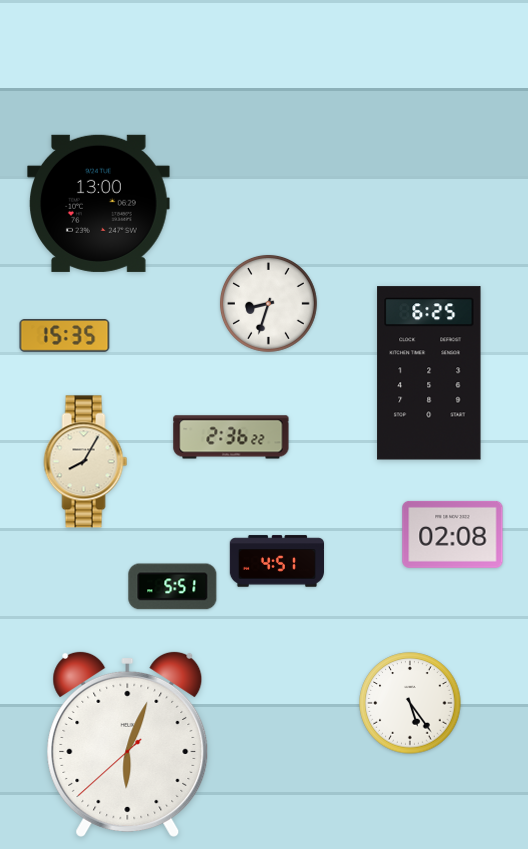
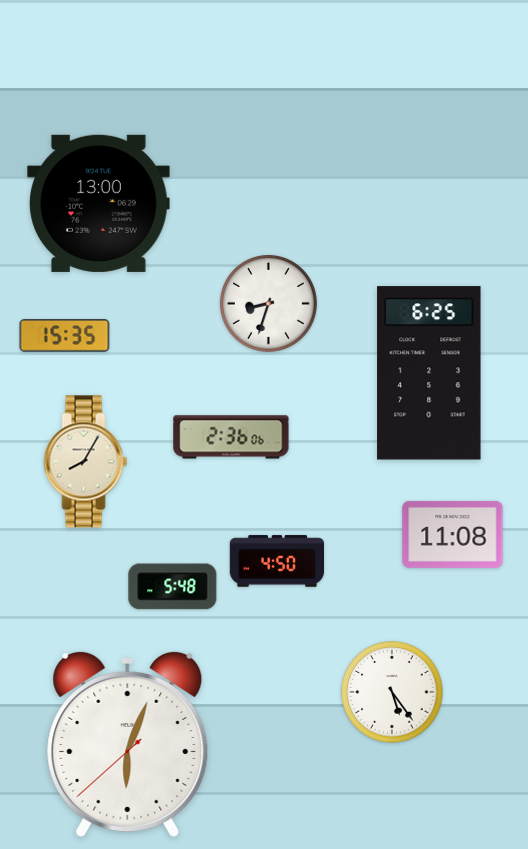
clock at (231, 437): 2:36:22 -> 2:36:06
clock at (453, 534): 02:08 -> 11:08
clock at (276, 561): 4:51 -> 4:50
clock at (173, 587): 5:51 -> 5:48
clock at (410, 703) position: (410, 703) -> (392, 692)
